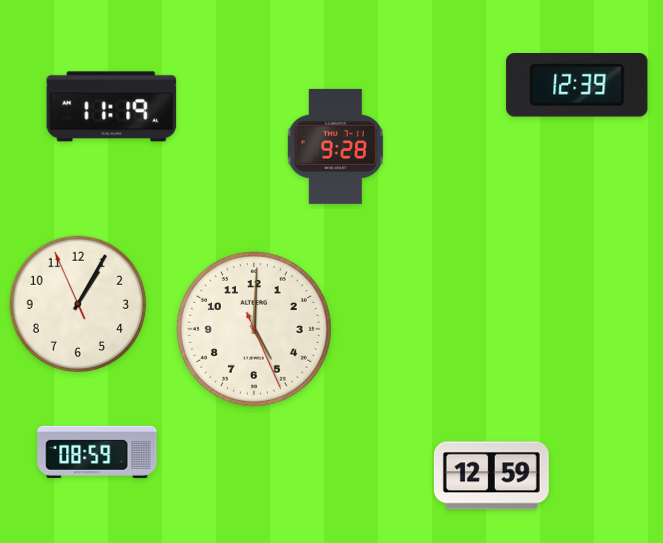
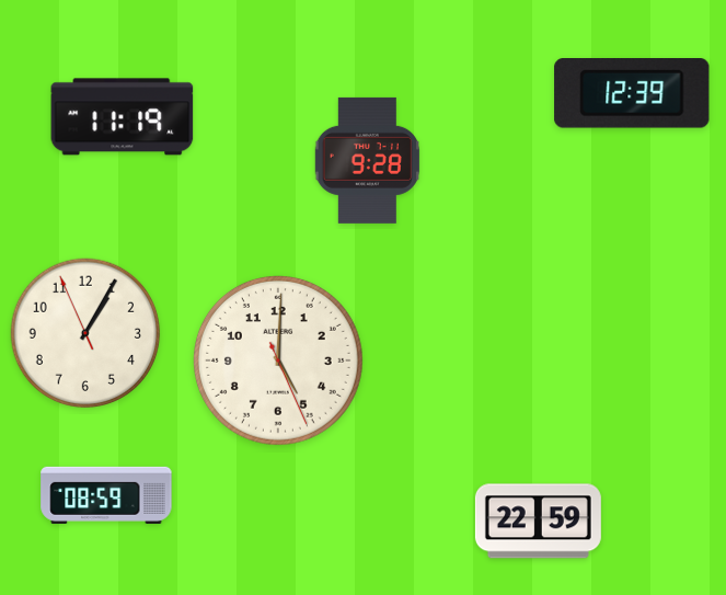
clock at (491, 476): 12:59 -> 22:59
